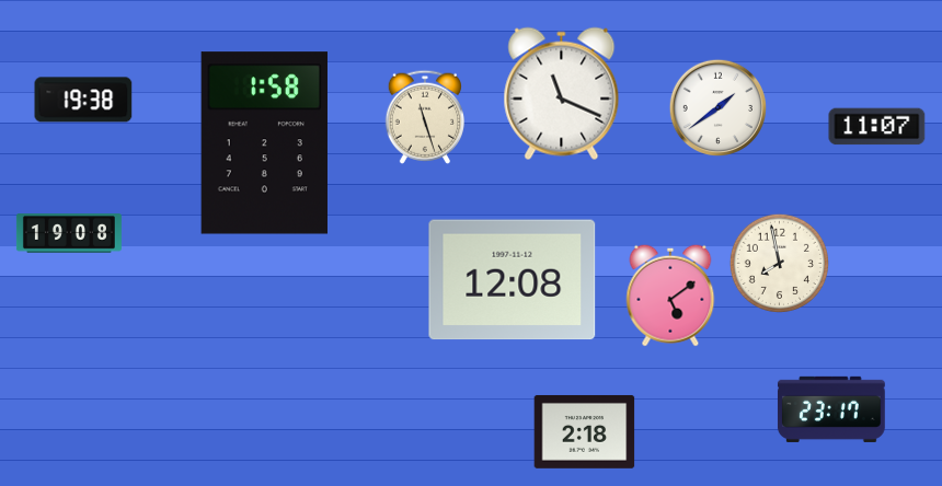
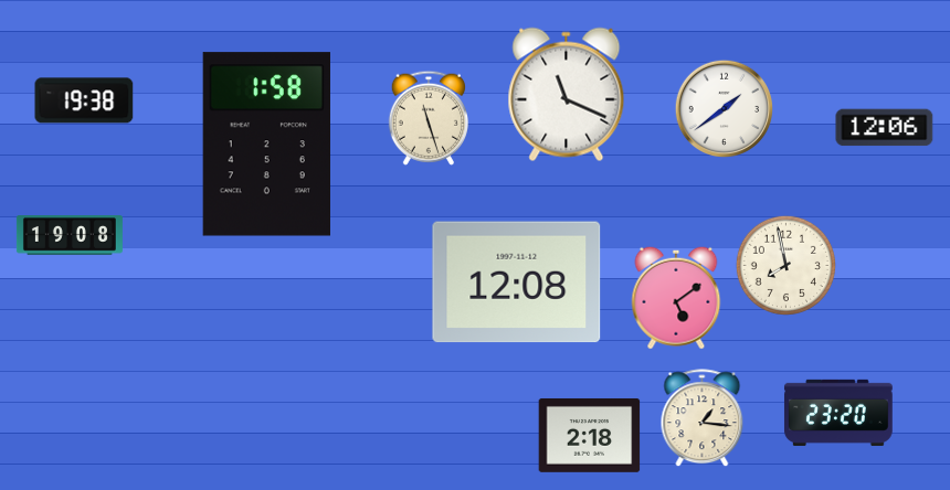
clock at (877, 127): 11:07 -> 12:06
clock at (831, 409): 23:17 -> 23:20
clock at (703, 418): none -> 1:16
